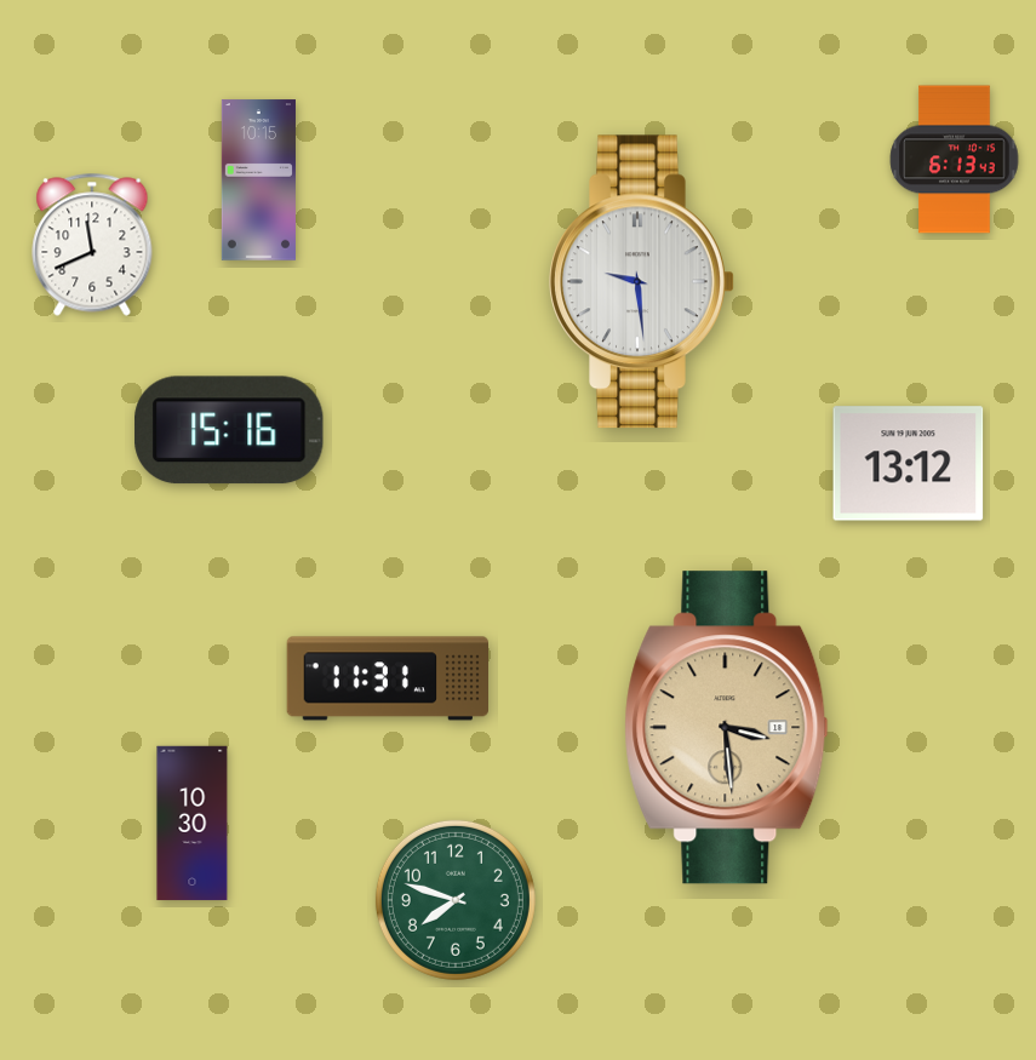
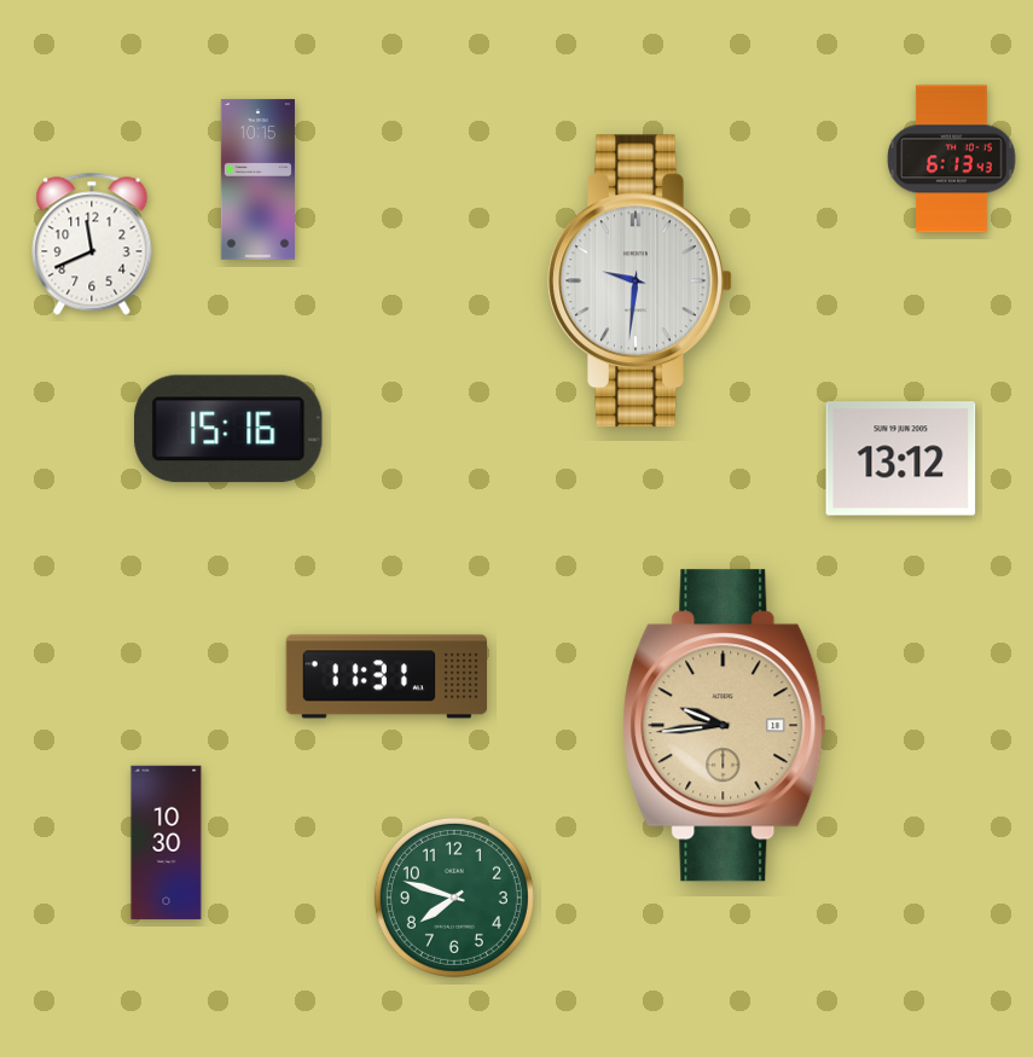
clock at (642, 282): 9:29 -> 9:31
clock at (909, 464) position: (909, 464) -> (901, 459)
clock at (727, 728): 3:29 -> 9:44
clock at (193, 824) position: (193, 824) -> (167, 843)
